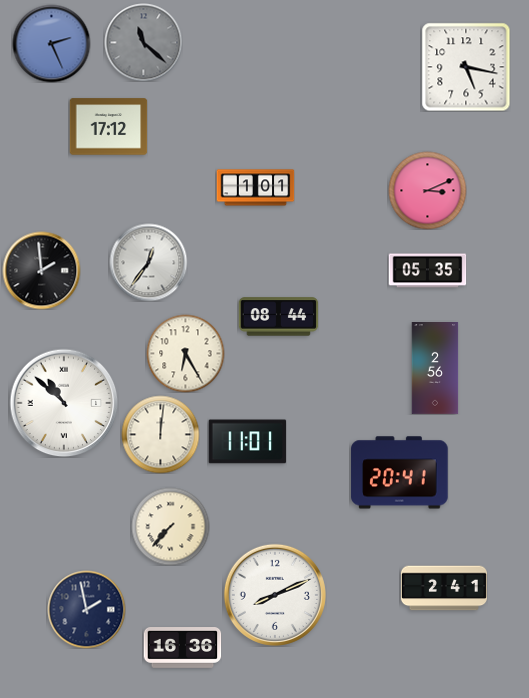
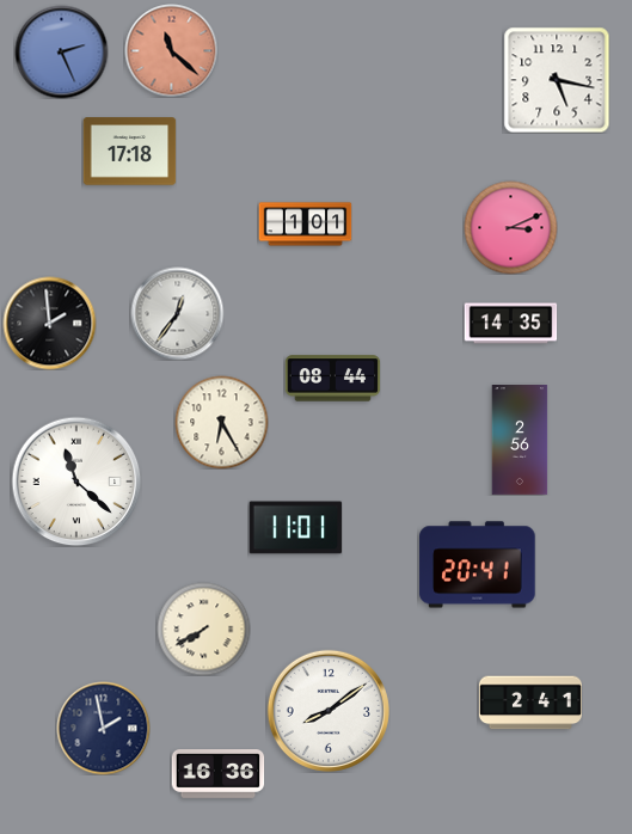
clock at (143, 42) dial: grey -> salmon
clock at (108, 127): 17:12 -> 17:18
clock at (427, 271): 05:35 -> 14:35
clock at (64, 403): 10:52 -> 11:22
clock at (160, 434): 12:01 -> none
clock at (170, 526): 7:37 -> 7:40
clock at (275, 595): 8:11 -> 8:09
